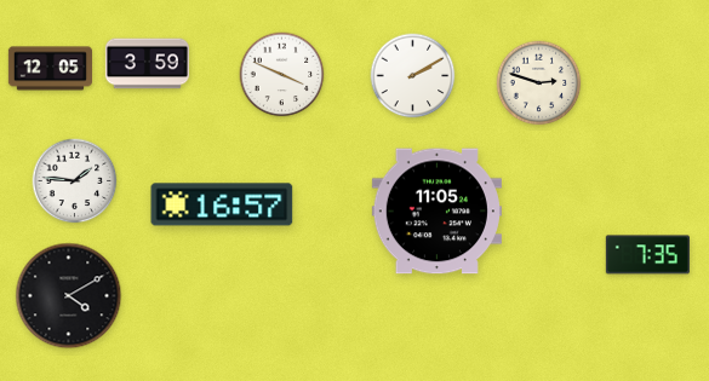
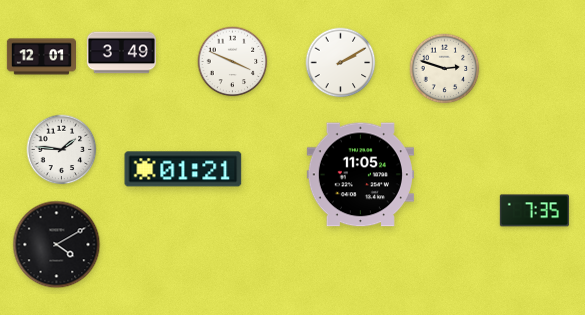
clock at (147, 64): 3:59 -> 3:49
clock at (50, 69): 12:05 -> 12:01
clock at (222, 204): 16:57 -> 01:21
